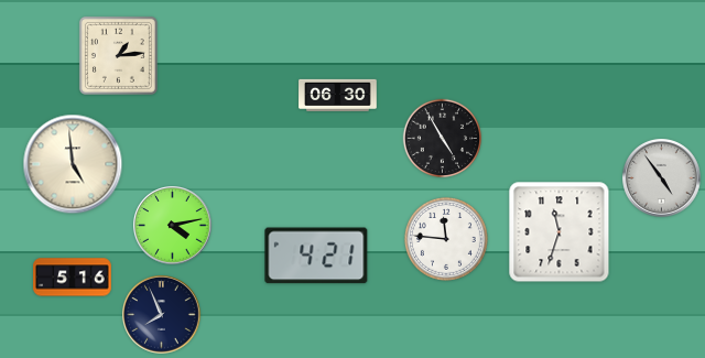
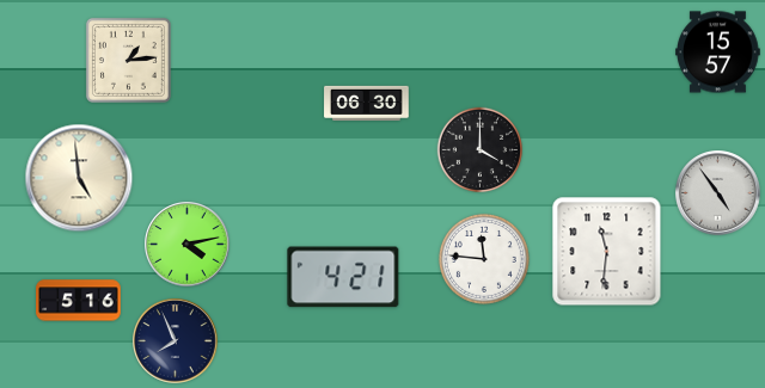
clock at (718, 53): none -> 15:57
clock at (443, 139): 4:55 -> 4:00
clock at (560, 232): 11:33 -> 11:31
